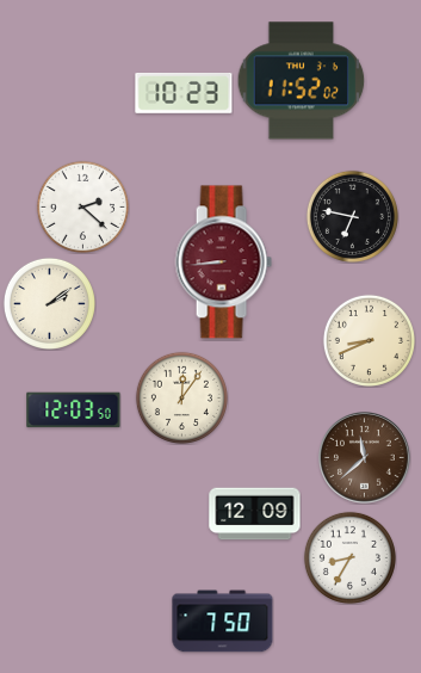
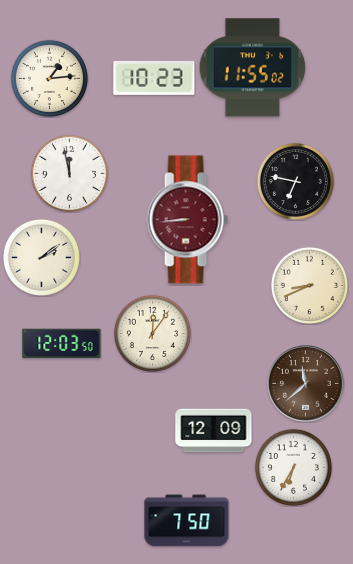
clock at (302, 81): 11:52 -> 11:55
clock at (49, 78): none -> 1:14
clock at (82, 206): 2:22 -> 11:58
clock at (49, 303) position: (49, 303) -> (41, 257)
clock at (349, 557): 8:35 -> 6:35
